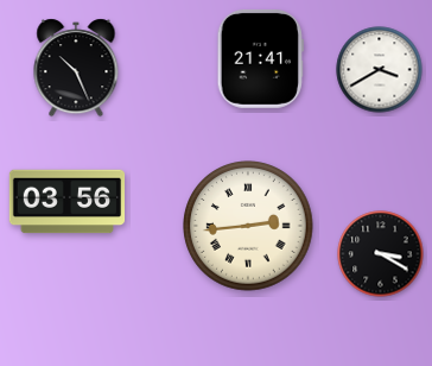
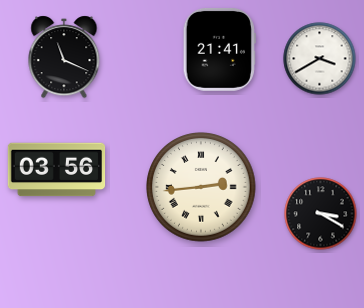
clock at (76, 68): 10:26 -> 11:19
clock at (248, 226) position: (248, 226) -> (201, 187)
